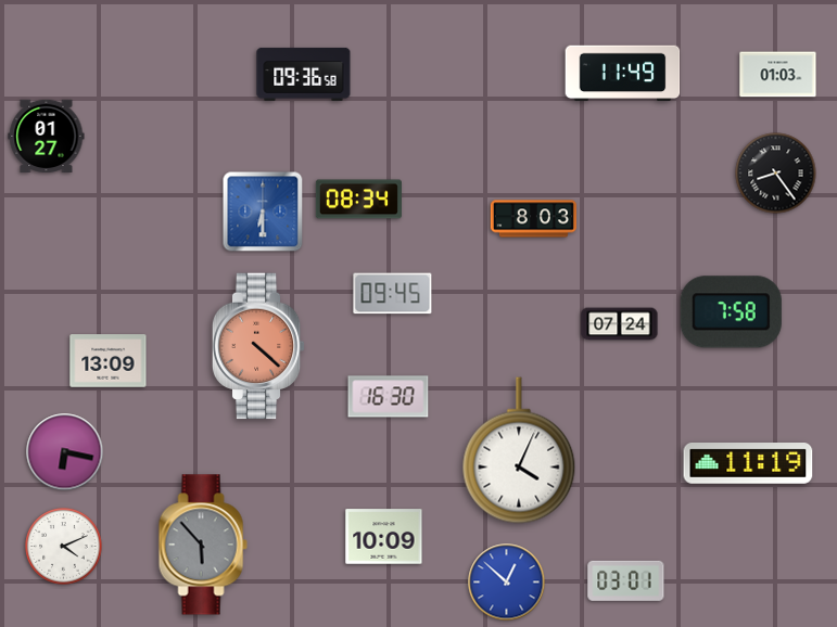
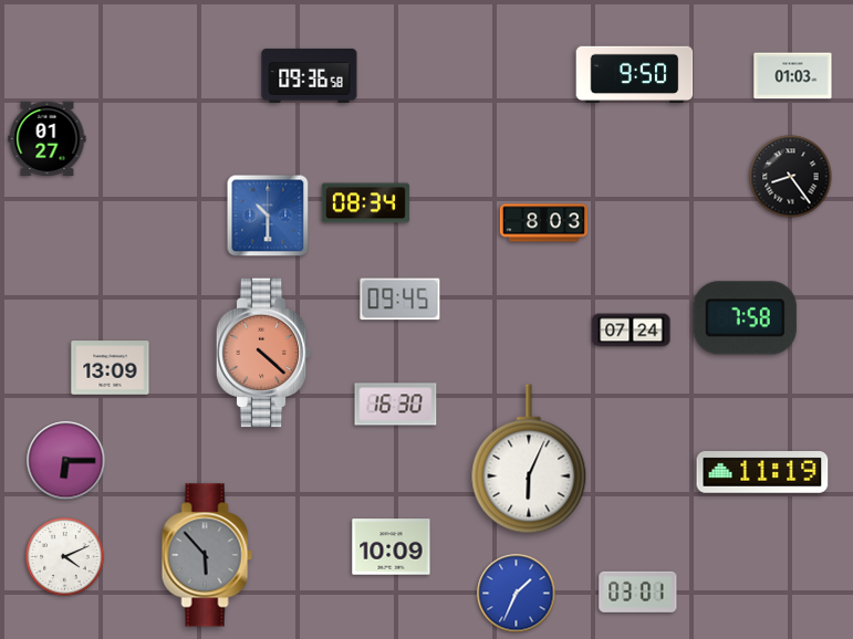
clock at (623, 74): 11:49 -> 9:50
clock at (263, 212): 6:30 -> 10:30
clock at (519, 450): 4:04 -> 6:04
clock at (65, 452): 6:17 -> 6:15
clock at (507, 583): 12:52 -> 1:34
